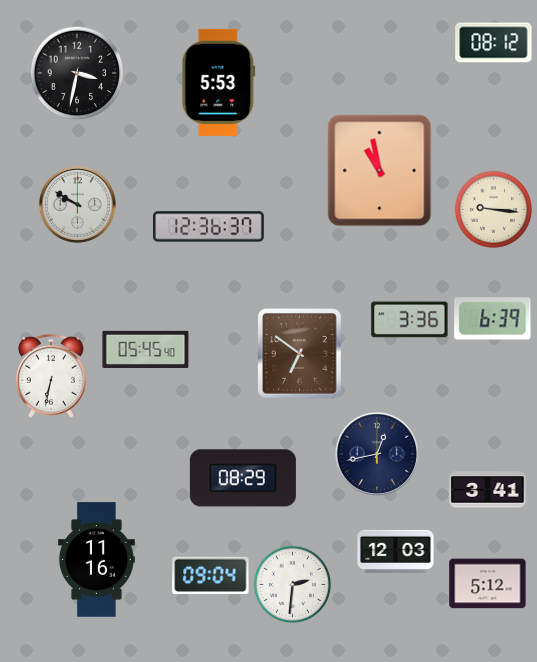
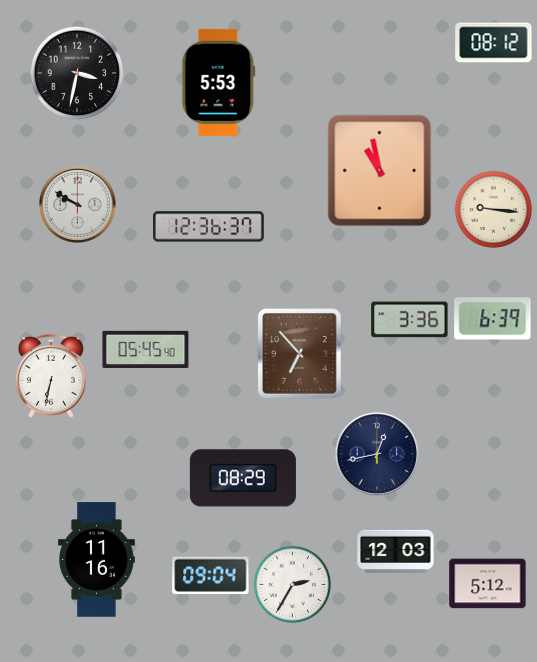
clock at (300, 354): 6:51 -> 6:53
clock at (488, 490): 3:41 -> none
clock at (292, 584): 2:31 -> 2:35
